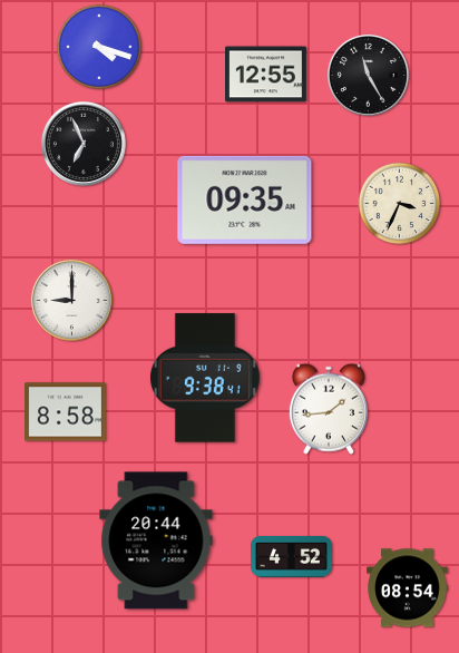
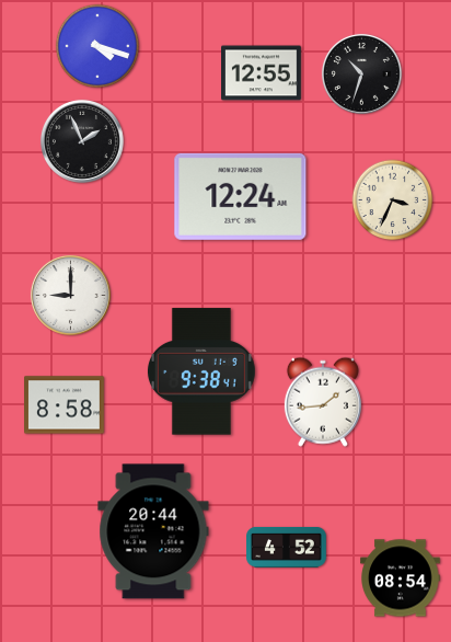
clock at (368, 75): 11:25 -> 10:33
clock at (84, 144): 6:56 -> 1:56
clock at (245, 199): 09:35 -> 12:24
